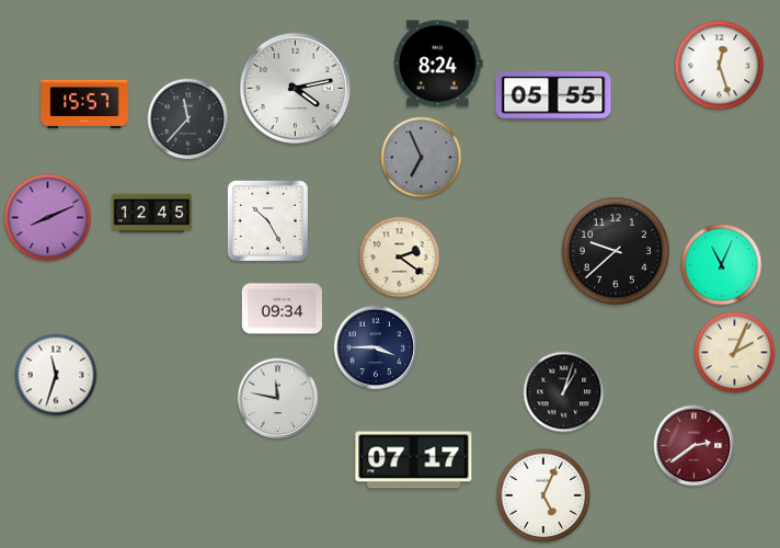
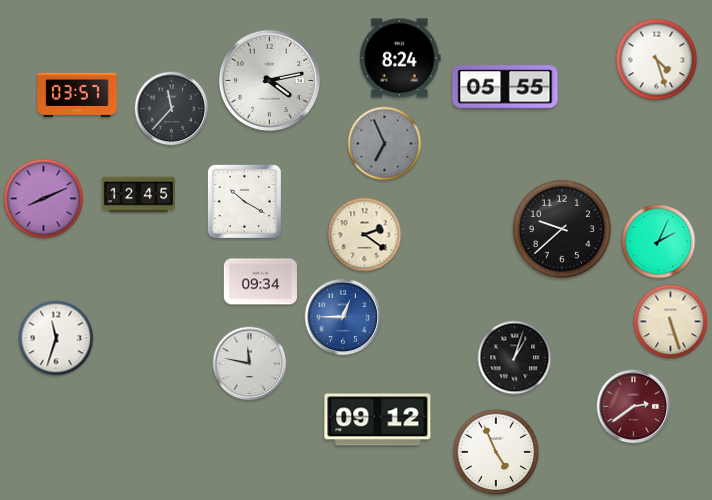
clock at (720, 66): 12:27 -> 4:27
clock at (84, 104): 15:57 -> 03:57
clock at (267, 220): 10:25 -> 10:20
clock at (722, 265): 11:04 -> 2:04
clock at (282, 309) position: (282, 309) -> (260, 282)
clock at (376, 347): 3:45 -> 12:45
clock at (376, 347) dial: navy -> blue
clock at (735, 353): 2:04 -> 5:27
clock at (56, 375) position: (56, 375) -> (56, 338)
clock at (278, 399) position: (278, 399) -> (250, 364)
clock at (414, 460): 07:17 -> 09:12
clock at (543, 495): 5:04 -> 4:56
